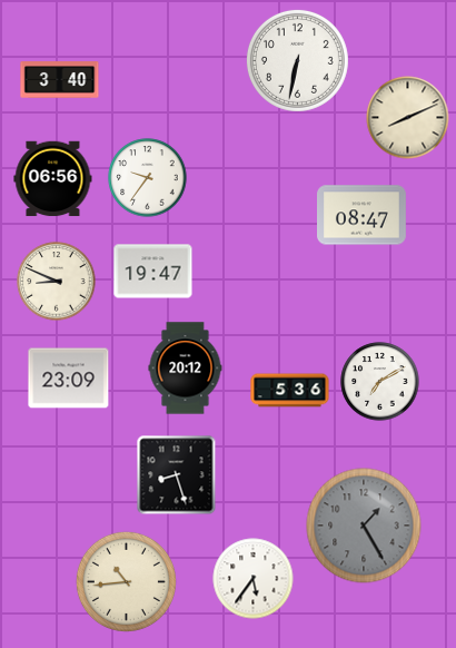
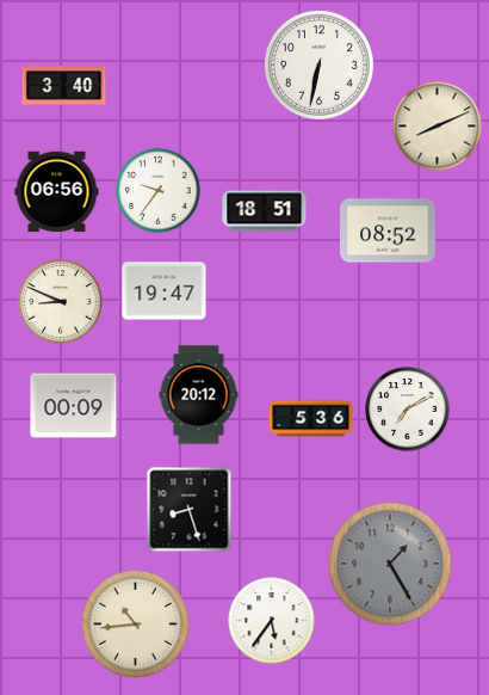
clock at (265, 211): none -> 18:51
clock at (363, 215): 08:47 -> 08:52
clock at (69, 379): 23:09 -> 00:09
